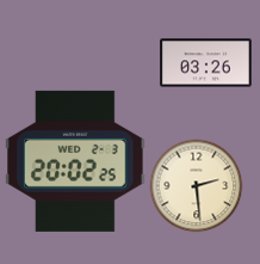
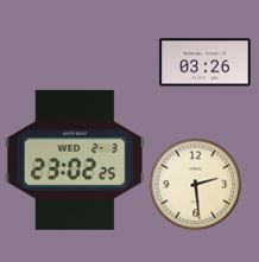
clock at (76, 161): 20:02 -> 23:02
